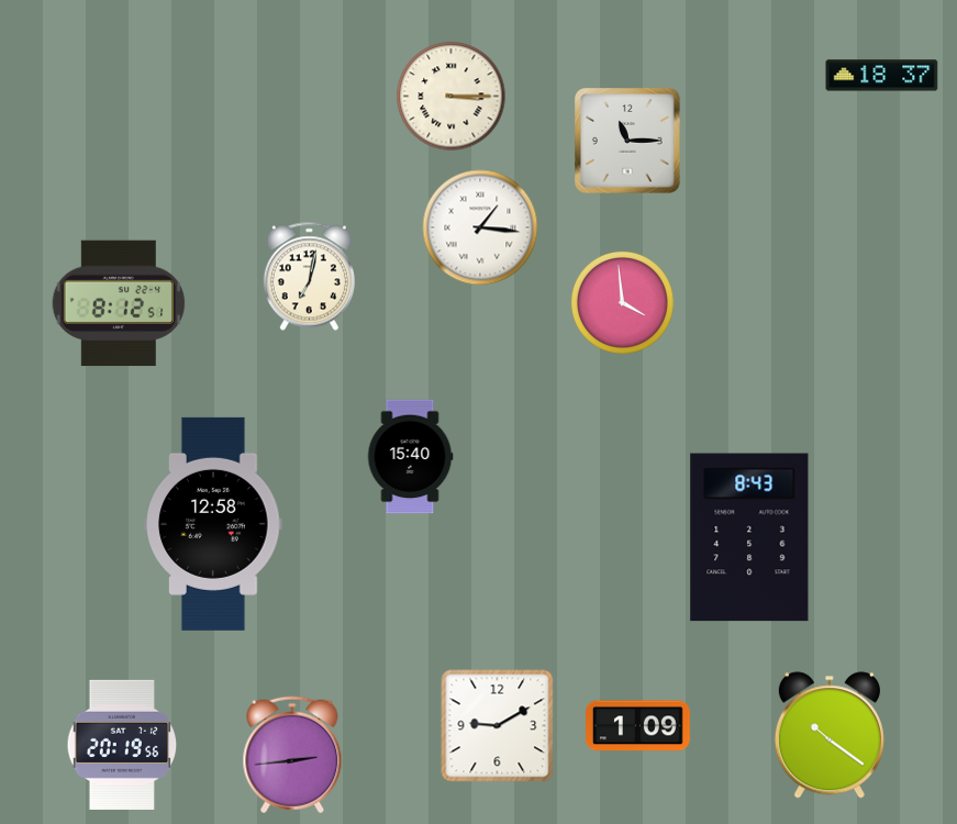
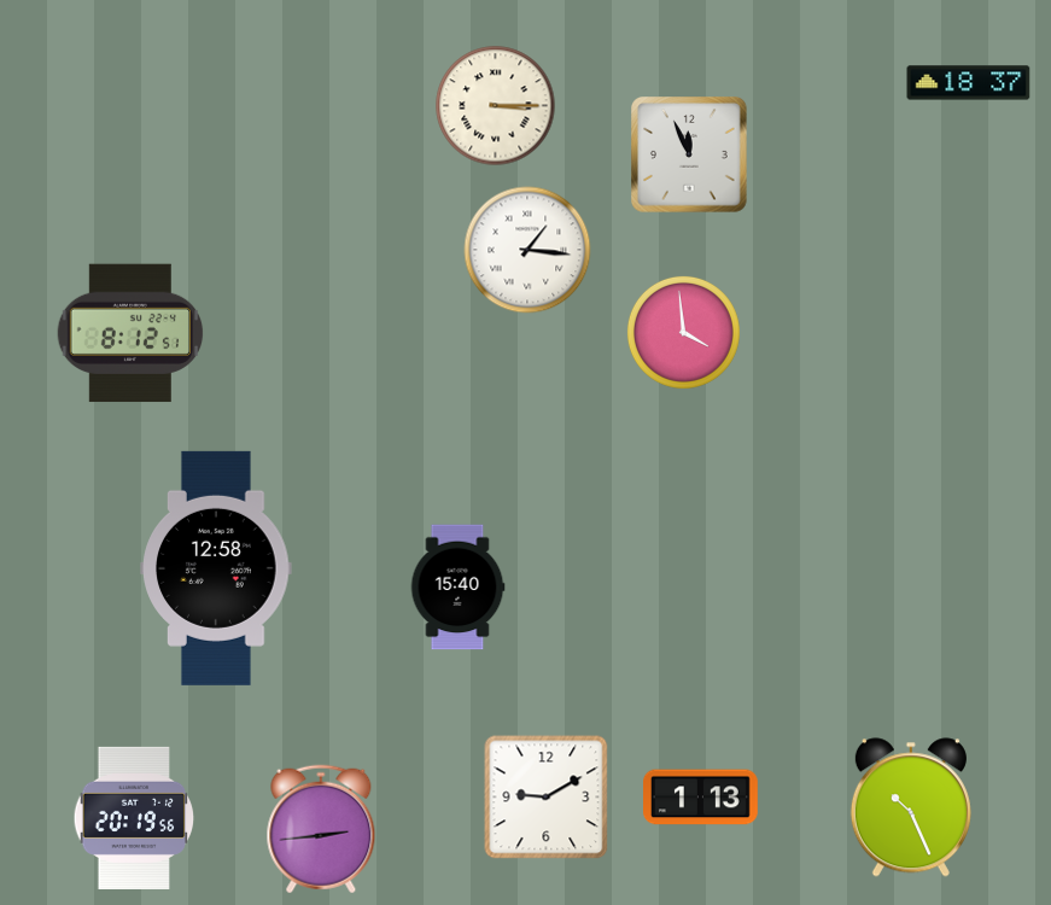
clock at (627, 141): 11:15 -> 11:56
clock at (309, 277): 7:02 -> none
clock at (410, 457) position: (410, 457) -> (457, 588)
clock at (213, 524) position: (213, 524) -> (216, 568)
clock at (749, 537): 8:43 -> none
clock at (638, 726): 1:09 -> 1:13
clock at (830, 735): 10:21 -> 10:26
